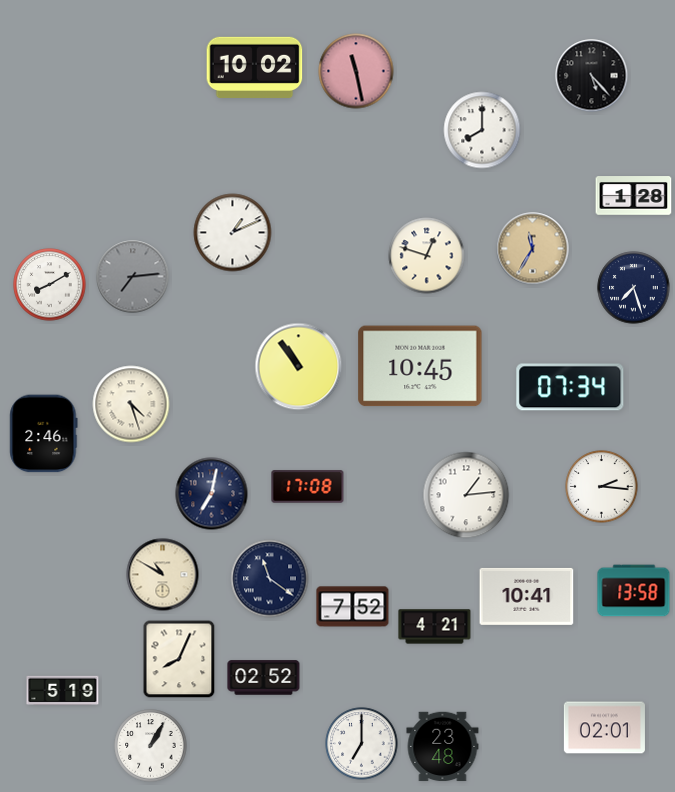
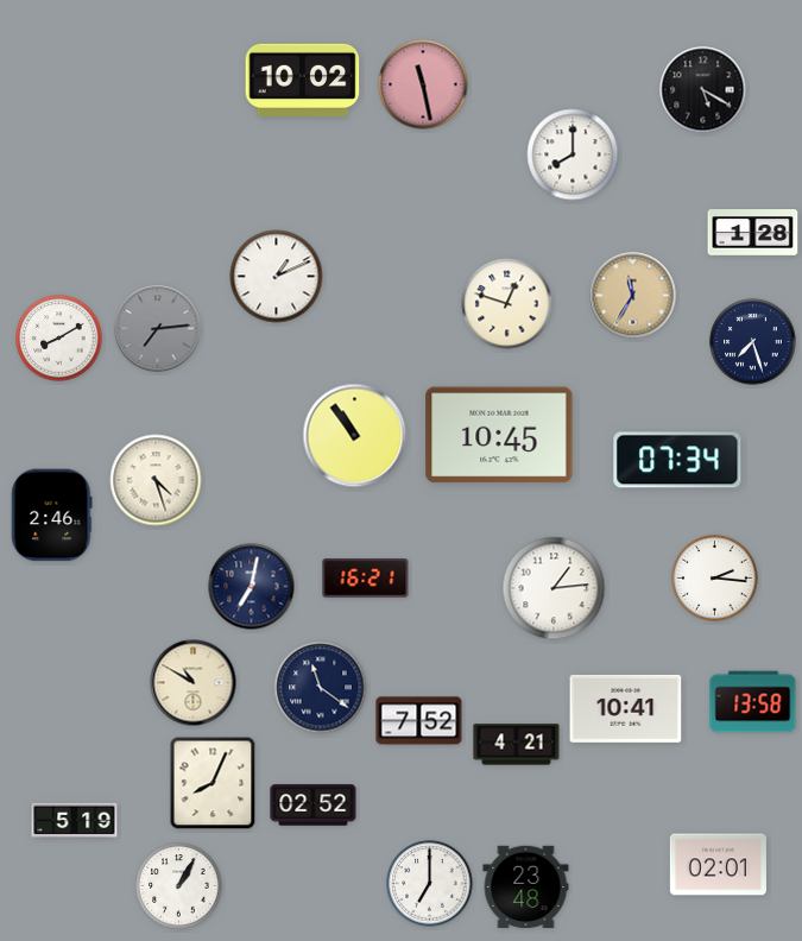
clock at (592, 76): 5:23 -> 5:20
clock at (308, 487): 17:08 -> 16:21
